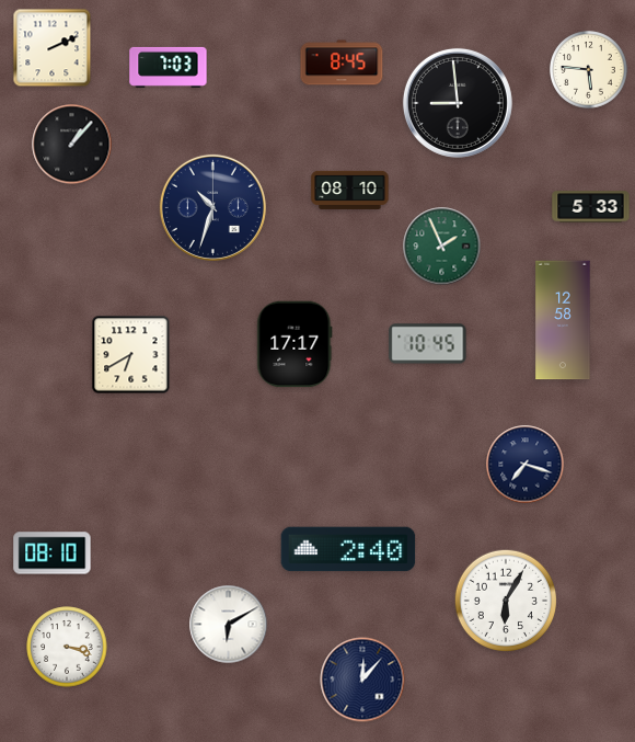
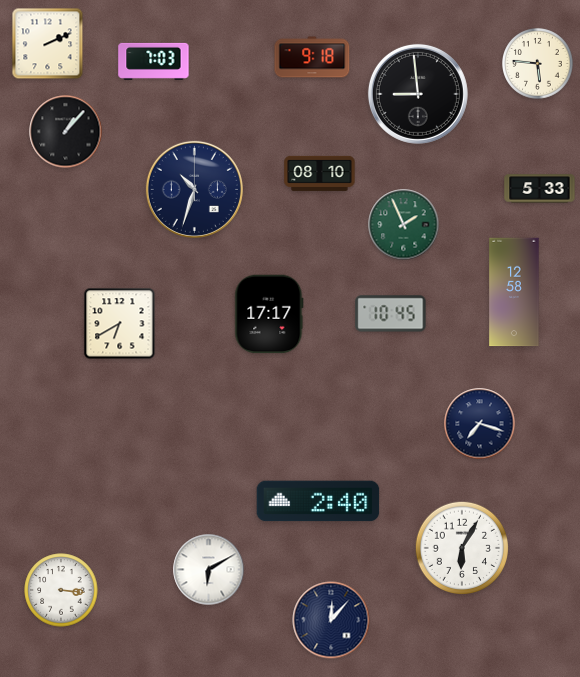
clock at (342, 62): 8:45 -> 9:18
clock at (53, 553): 08:10 -> none
clock at (67, 647): 3:18 -> 3:16
